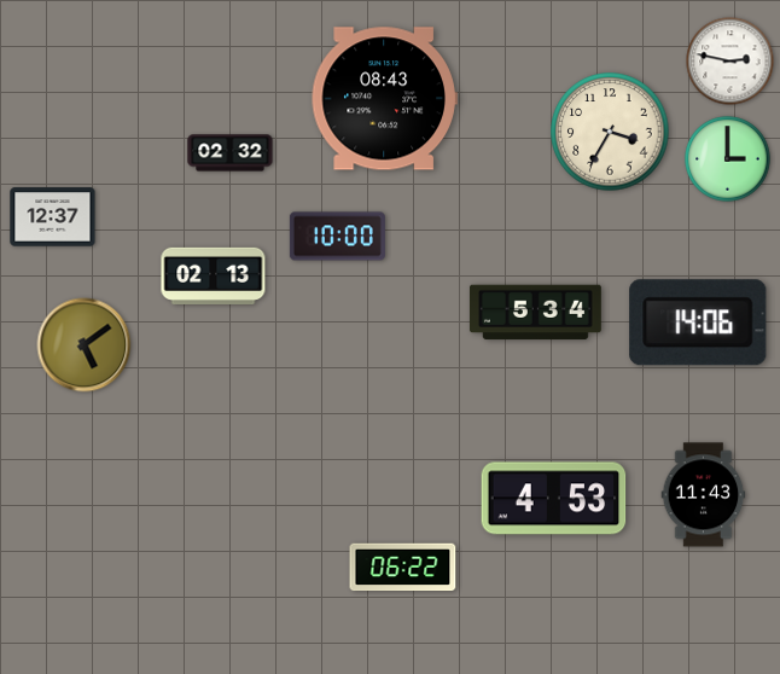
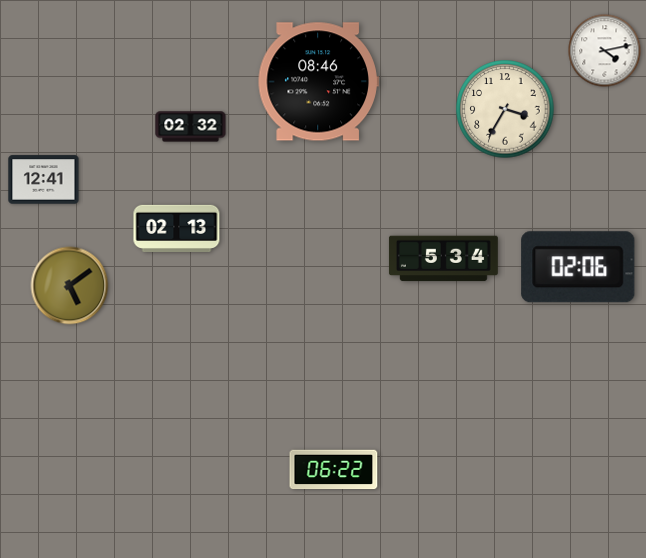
clock at (730, 62): 2:47 -> 4:13
clock at (384, 99): 08:43 -> 08:46
clock at (728, 159): 3:00 -> none
clock at (53, 217): 12:37 -> 12:41
clock at (337, 237): 10:00 -> none
clock at (698, 323): 14:06 -> 02:06
clock at (704, 495): 11:43 -> none
clock at (554, 499): 4:53 -> none
